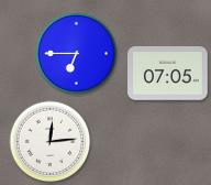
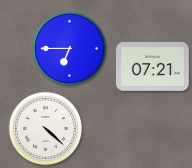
clock at (168, 74): 07:05 -> 07:21
clock at (51, 142): 12:14 -> 4:22
